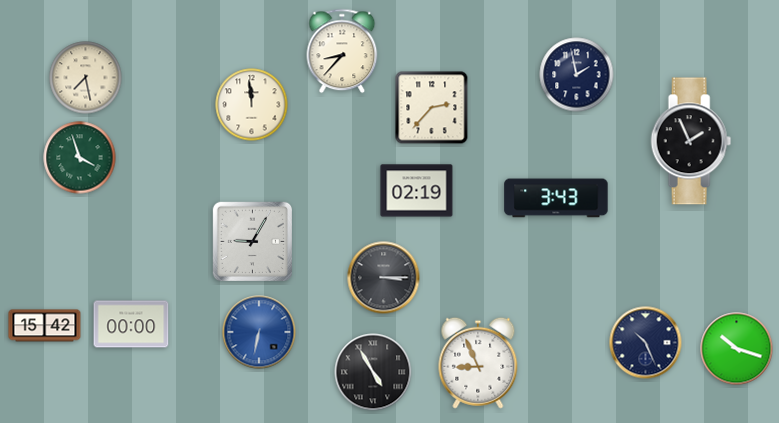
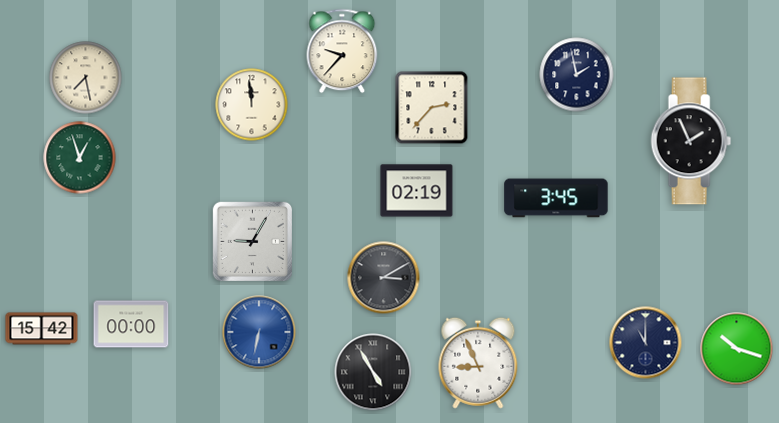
clock at (342, 51): 8:37 -> 9:37
clock at (80, 158): 3:57 -> 12:57
clock at (556, 198): 3:43 -> 3:45
clock at (384, 278): 3:15 -> 3:10
clock at (45, 326) position: (45, 326) -> (42, 329)
clock at (646, 343): 10:26 -> 11:00
